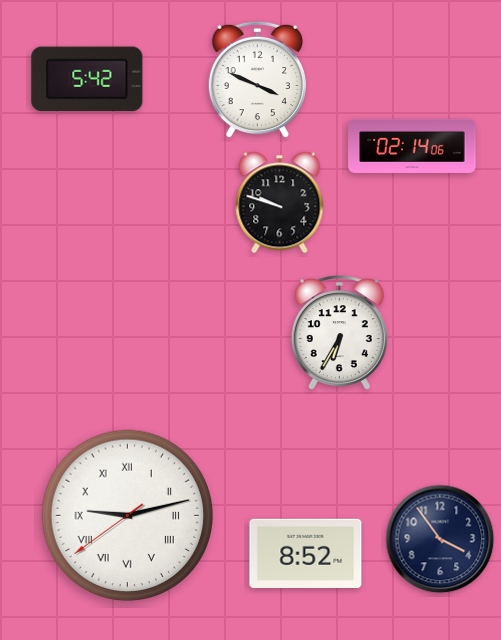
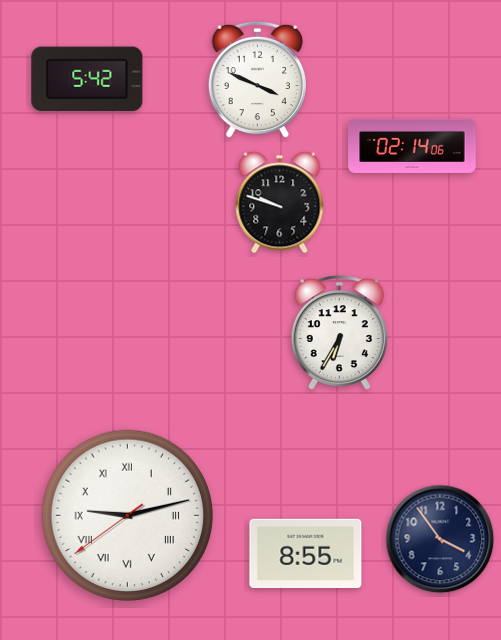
clock at (306, 553): 8:52 -> 8:55
